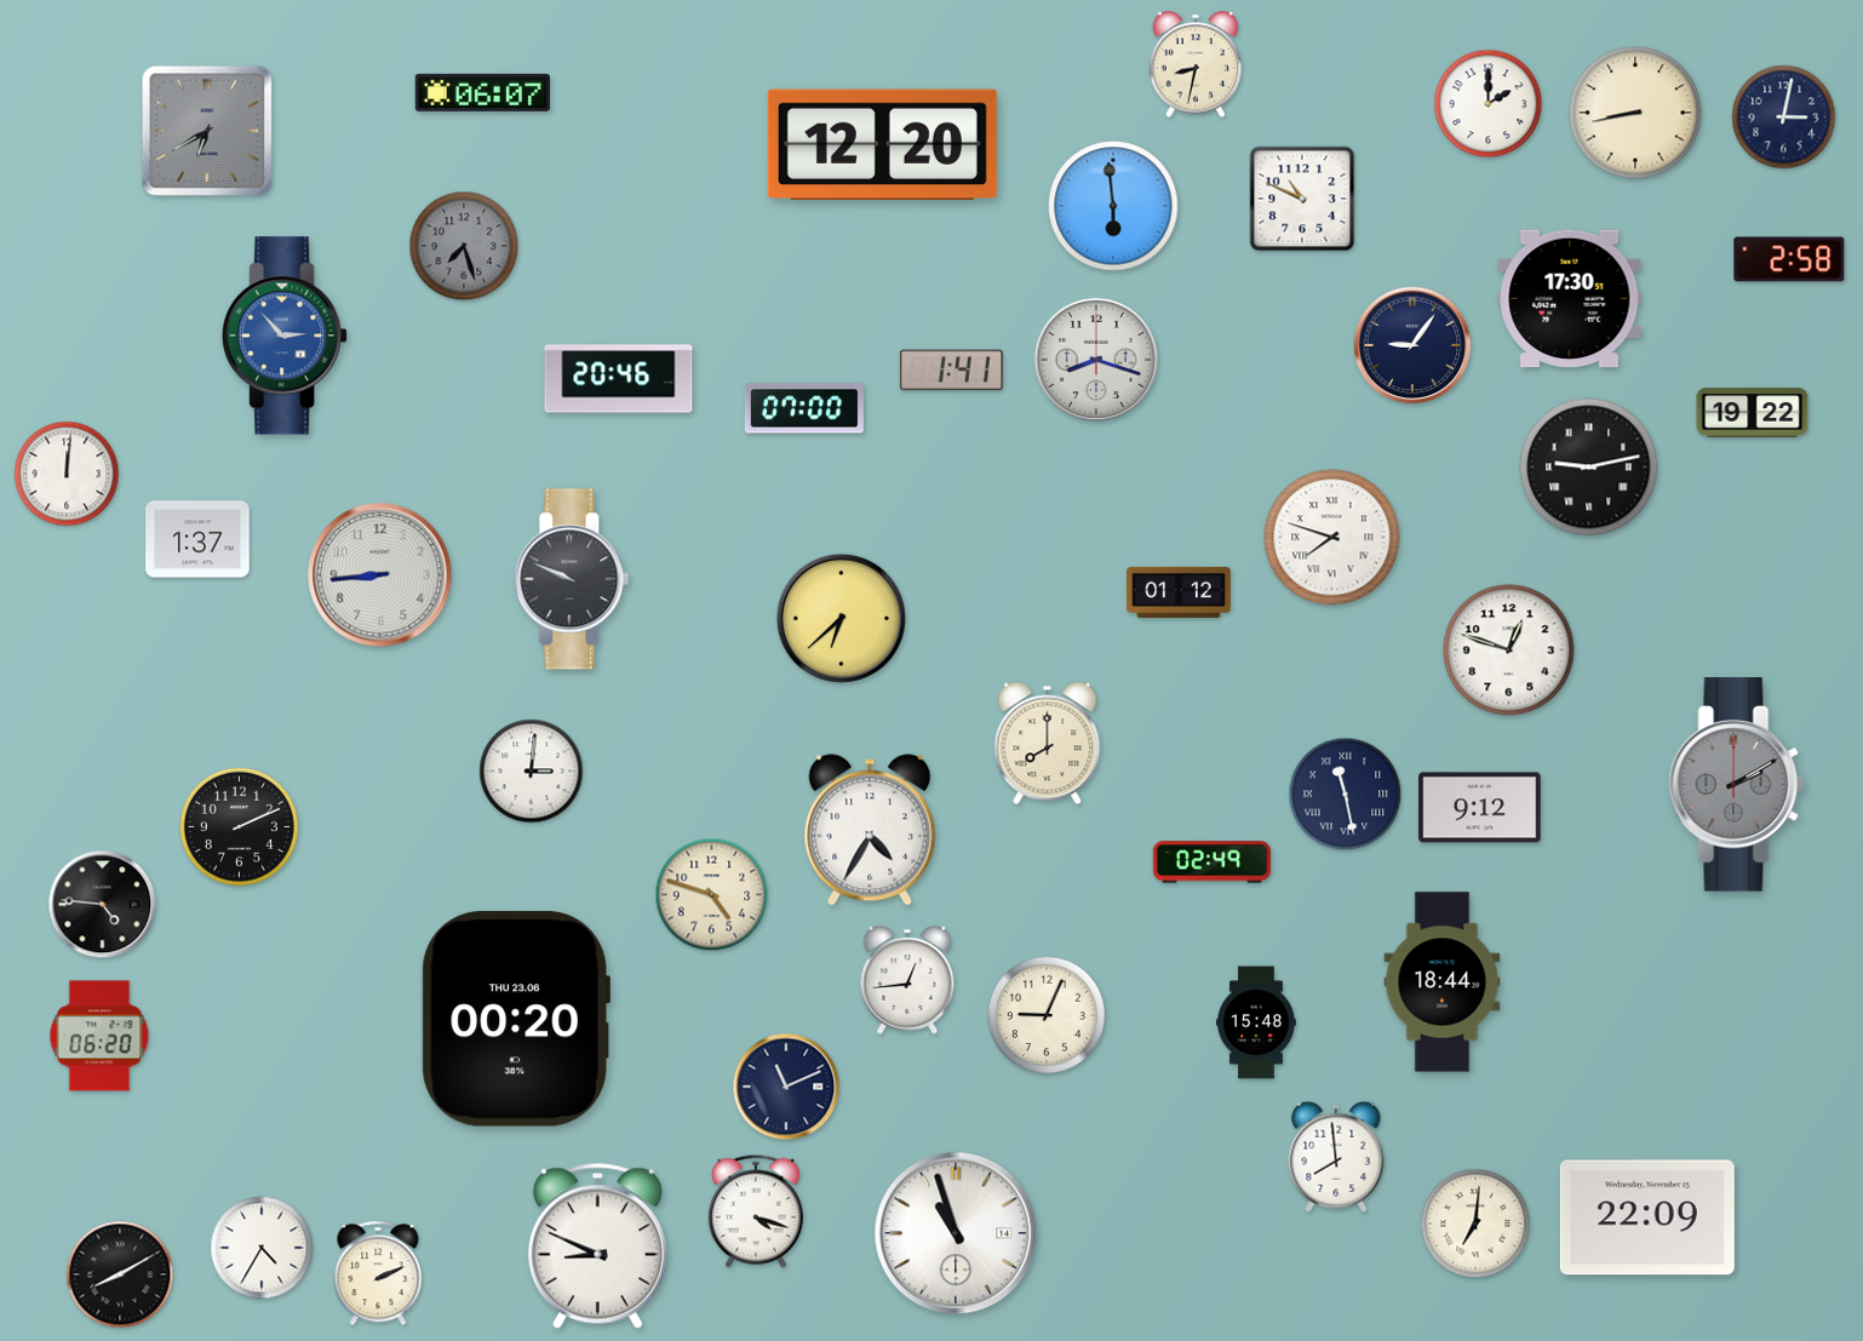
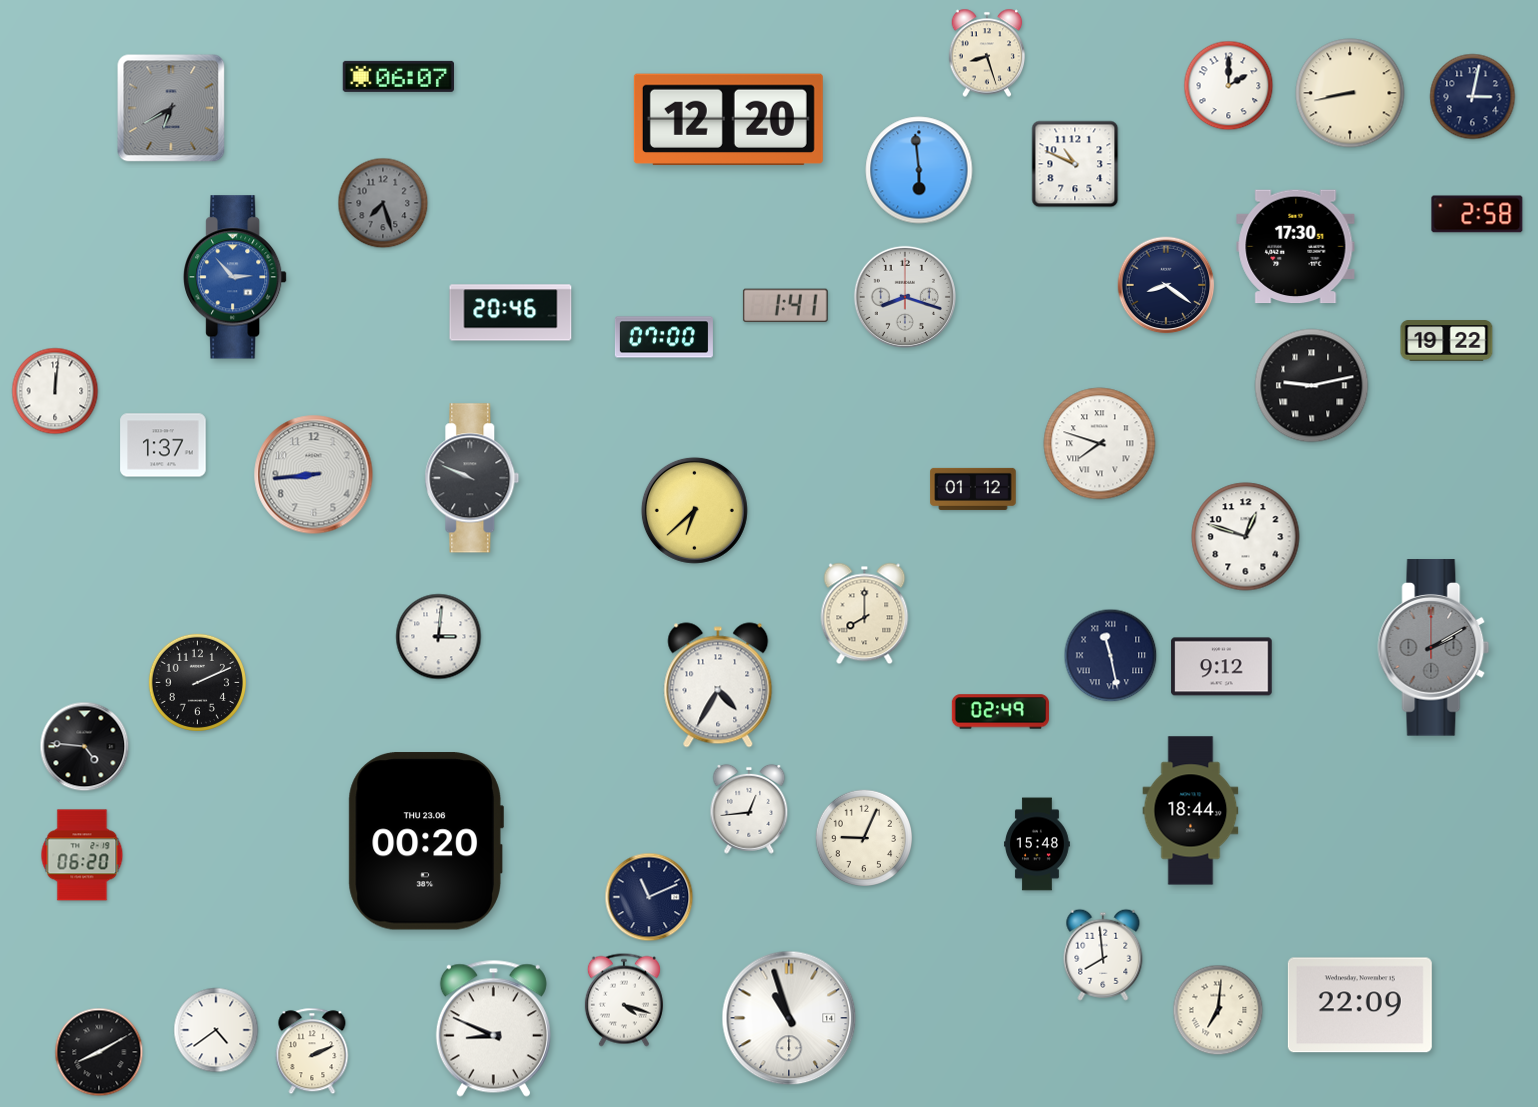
clock at (1196, 64): 8:32 -> 8:27
clock at (1412, 345): 9:06 -> 8:21
clock at (712, 895): 4:48 -> none
clock at (262, 1248): 4:35 -> 4:39
